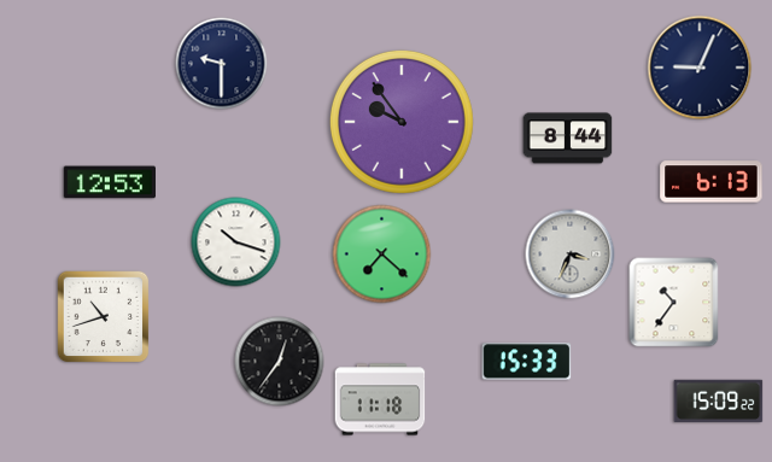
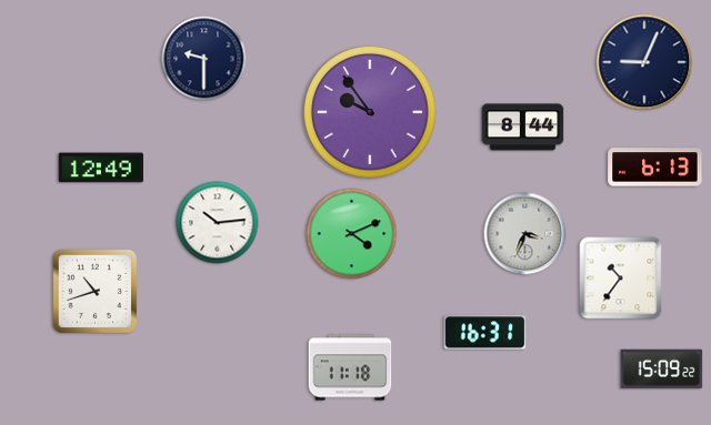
clock at (110, 182): 12:53 -> 12:49
clock at (236, 242): 10:18 -> 10:14
clock at (382, 255): 7:22 -> 4:11
clock at (280, 362): 12:36 -> none
clock at (527, 362): 15:33 -> 16:31
